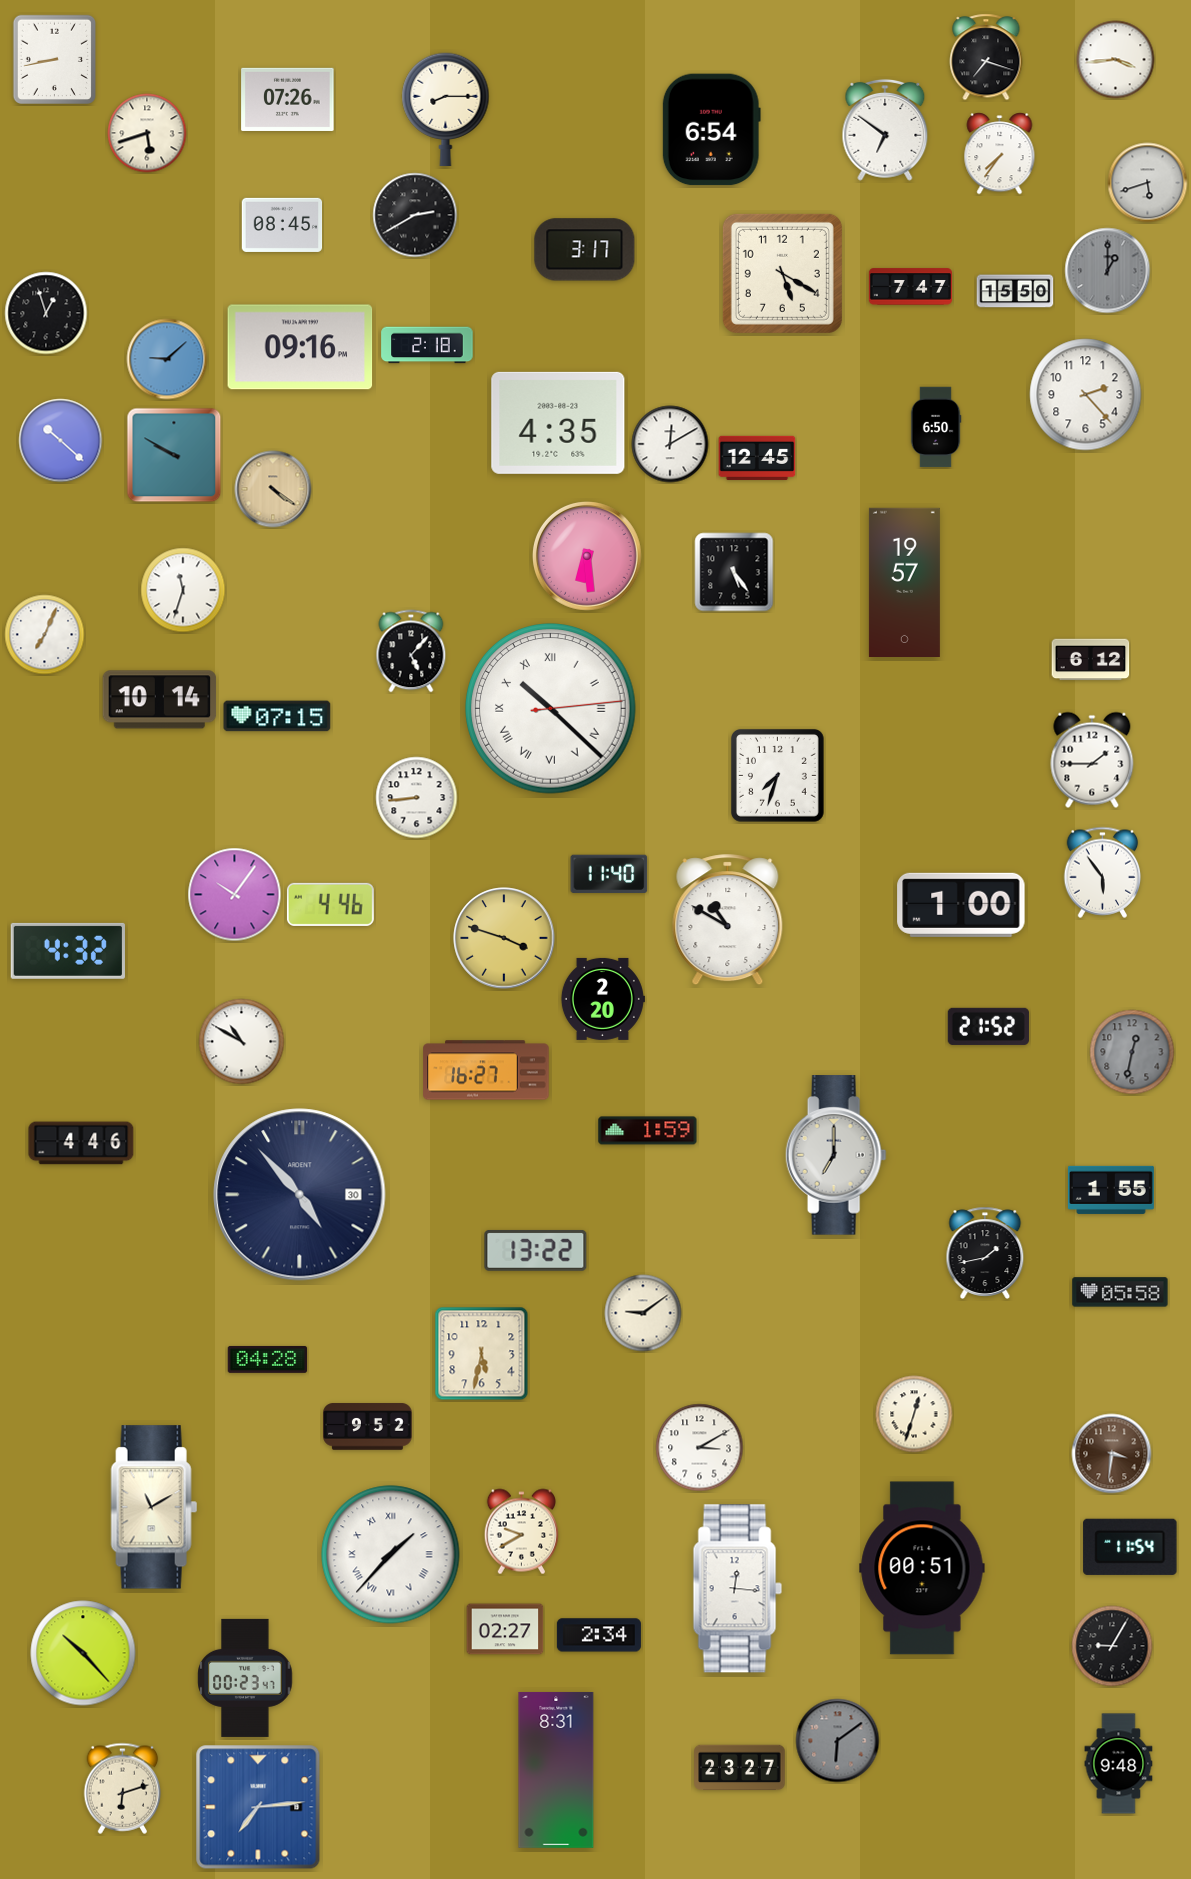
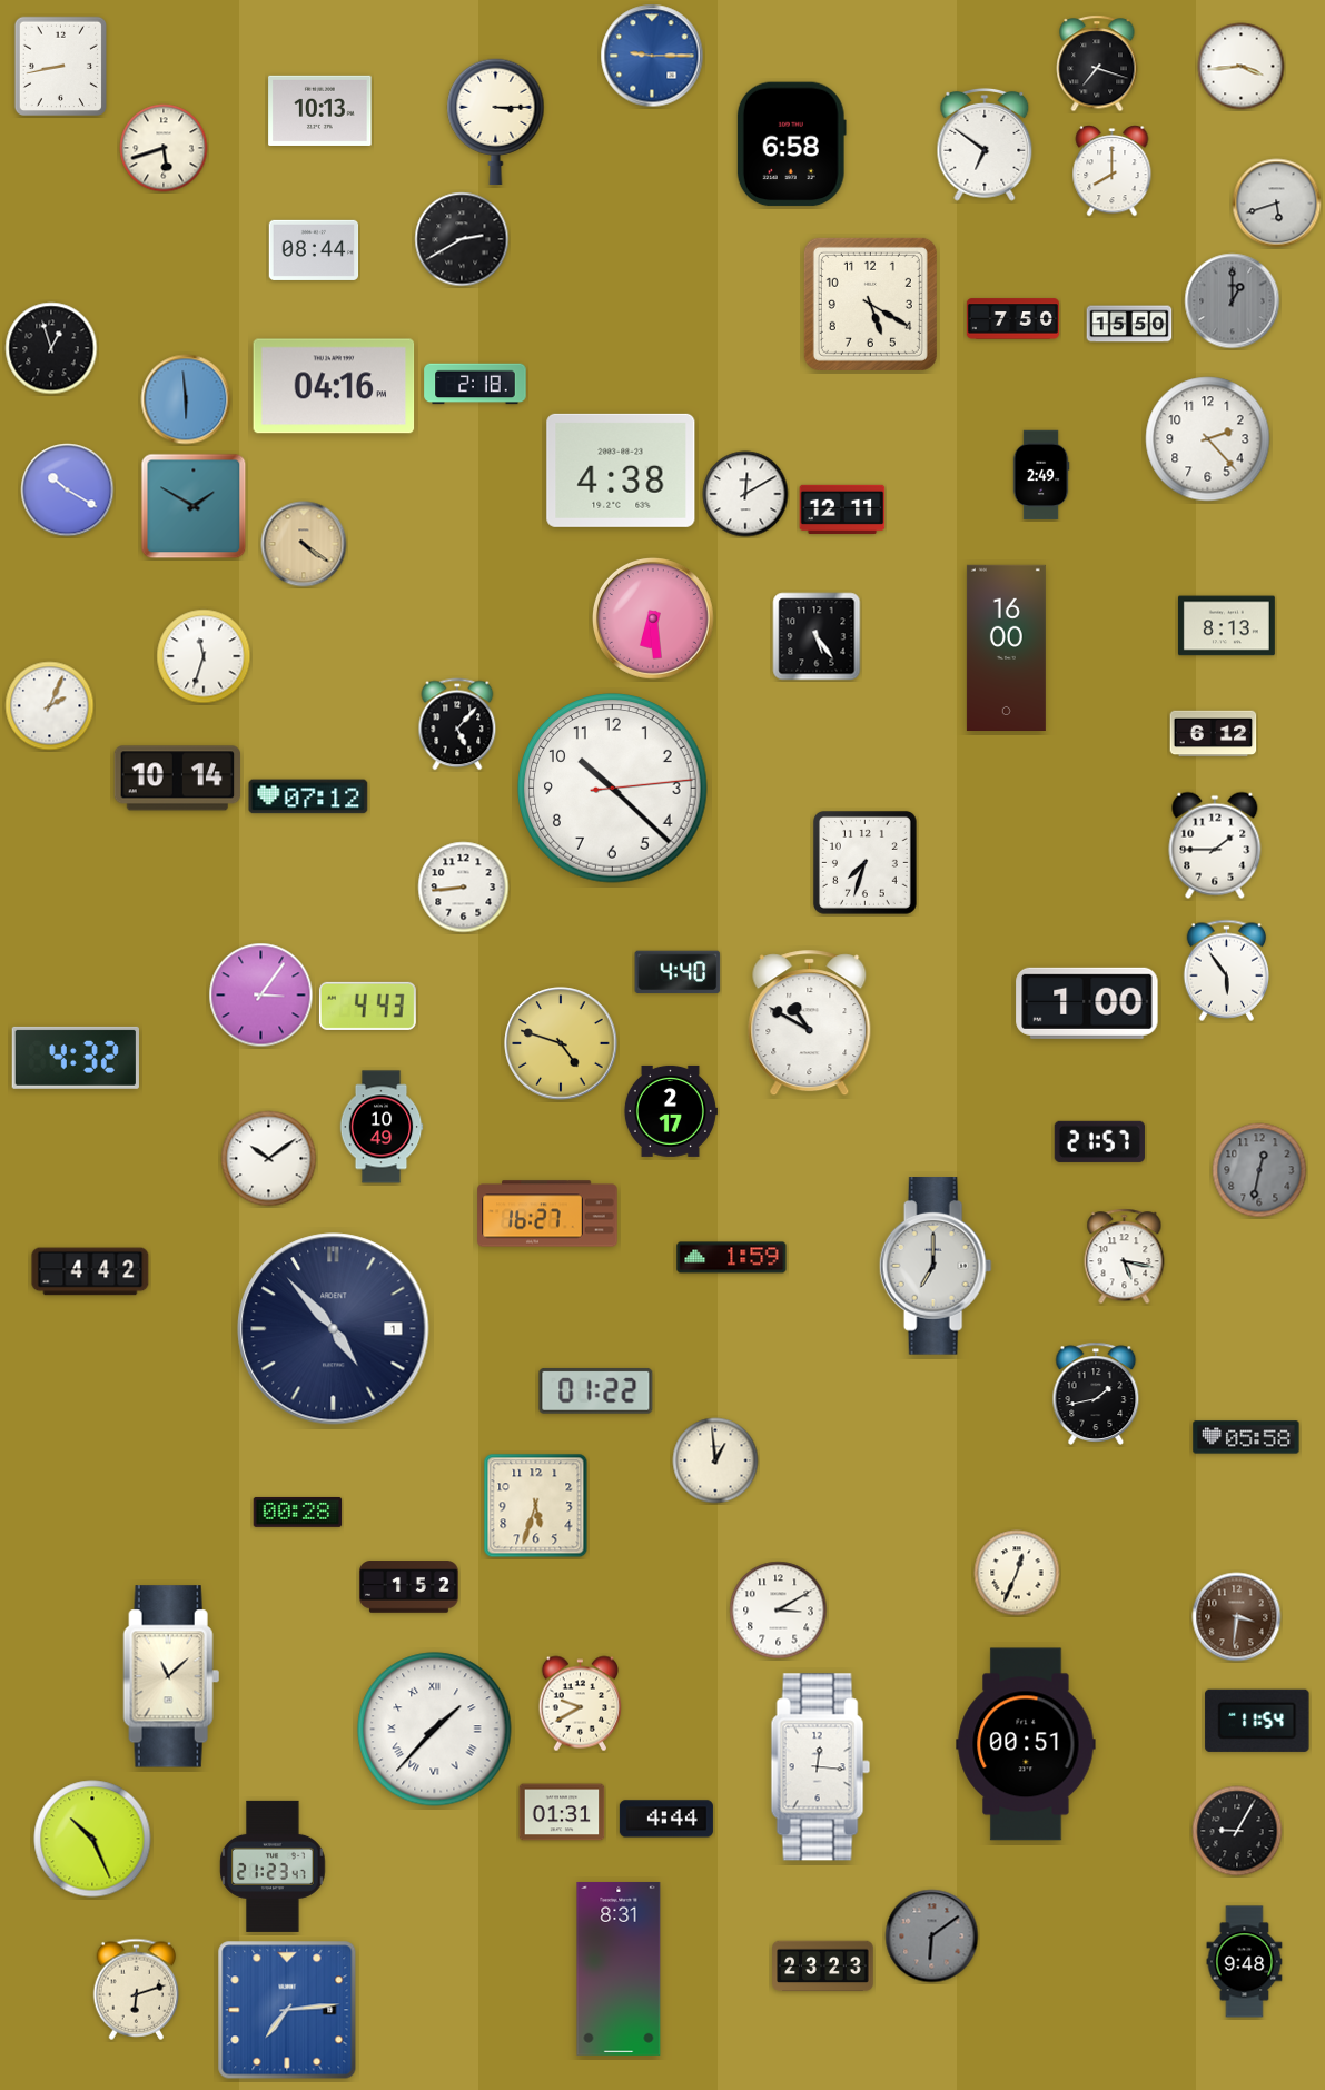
clock at (652, 56): none -> 9:15
clock at (288, 99): 07:26 -> 10:13
clock at (446, 110): 8:15 -> 3:15
clock at (711, 130): 6:54 -> 6:58
clock at (1000, 154): 7:36 -> 8:00
clock at (282, 225): 08:45 -> 08:44
clock at (585, 250): 3:17 -> none
clock at (910, 287): 7:47 -> 7:50
clock at (300, 347): 09:16 -> 04:16
clock at (167, 359): 9:08 -> 5:59
clock at (558, 423): 4:35 -> 4:38
clock at (936, 427): 6:50 -> 2:49
clock at (61, 441): 10:22 -> 10:20
clock at (174, 455): 9:50 -> 1:50
clock at (757, 458): 12:45 -> 12:11
clock at (1226, 626): none -> 8:13
clock at (904, 582): 19:57 -> 16:00
clock at (45, 635): 7:04 -> 2:04
clock at (551, 709) numerals: Roman -> Arabic
clock at (277, 716): 07:15 -> 07:12
clock at (609, 874): 11:40 -> 4:40
clock at (235, 895): 10:06 -> 3:06
clock at (330, 904): 4:46 -> 4:43
clock at (961, 905) position: (961, 905) -> (1087, 1003)
clock at (504, 938): 3:48 -> 4:48
clock at (602, 999): 2:20 -> 2:17
clock at (382, 1127): none -> 10:49
clock at (988, 1026): 21:52 -> 21:57
clock at (242, 1042): 10:50 -> 10:09
clock at (486, 1070) position: (486, 1070) -> (547, 1214)
clock at (1125, 1257): none -> 5:17
clock at (648, 1131) position: (648, 1131) -> (732, 1258)
clock at (81, 1143): 4:46 -> 4:42
clock at (836, 1155) position: (836, 1155) -> (936, 1266)
clock at (1111, 1190): 1:55 -> none
clock at (300, 1195) date: 30 -> 1
clock at (536, 1250): 13:22 -> 01:22
clock at (643, 1313): 9:09 -> 12:59
clock at (482, 1354): 5:32 -> 5:33
clock at (268, 1359): 04:28 -> 00:28
clock at (914, 1414): 12:33 -> 12:34
clock at (368, 1427): 9:52 -> 1:52
clock at (154, 1507): 11:10 -> 11:08
clock at (505, 1629): 02:27 -> 01:31
clock at (599, 1635): 2:34 -> 4:44
clock at (83, 1653): 10:23 -> 10:26
clock at (245, 1678): 00:23 -> 21:23
clock at (740, 1768): 23:27 -> 23:23
